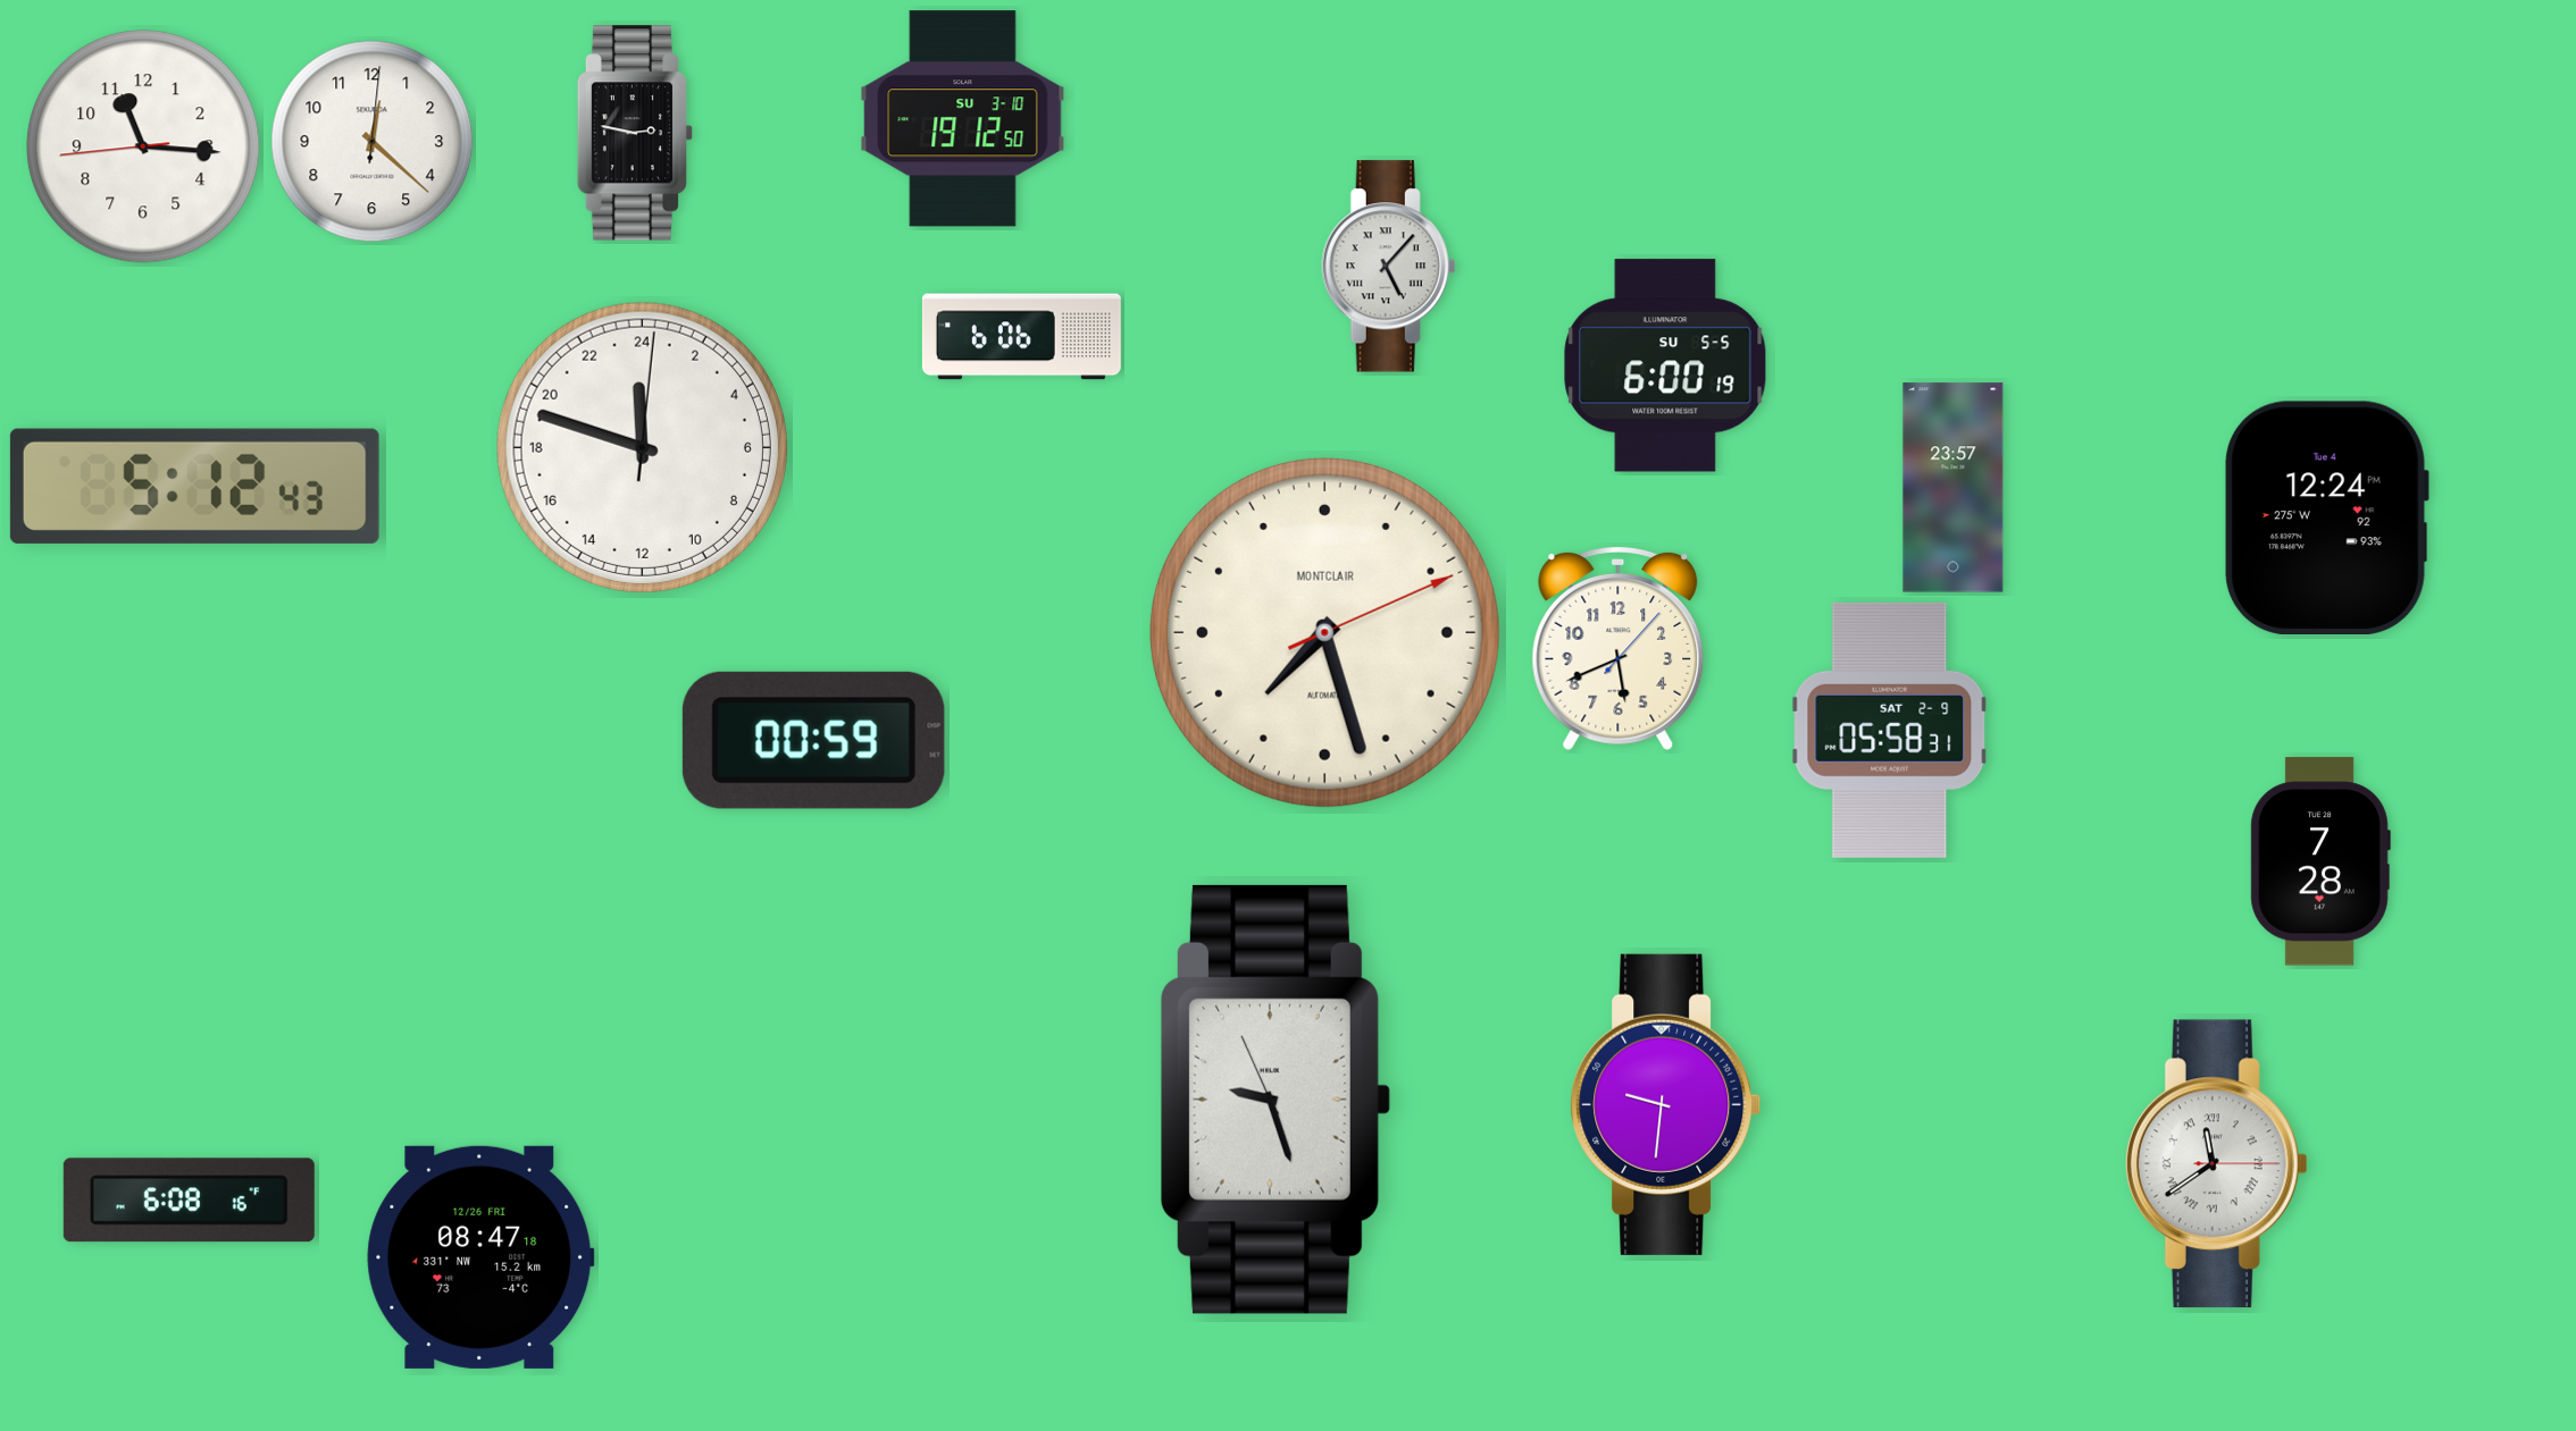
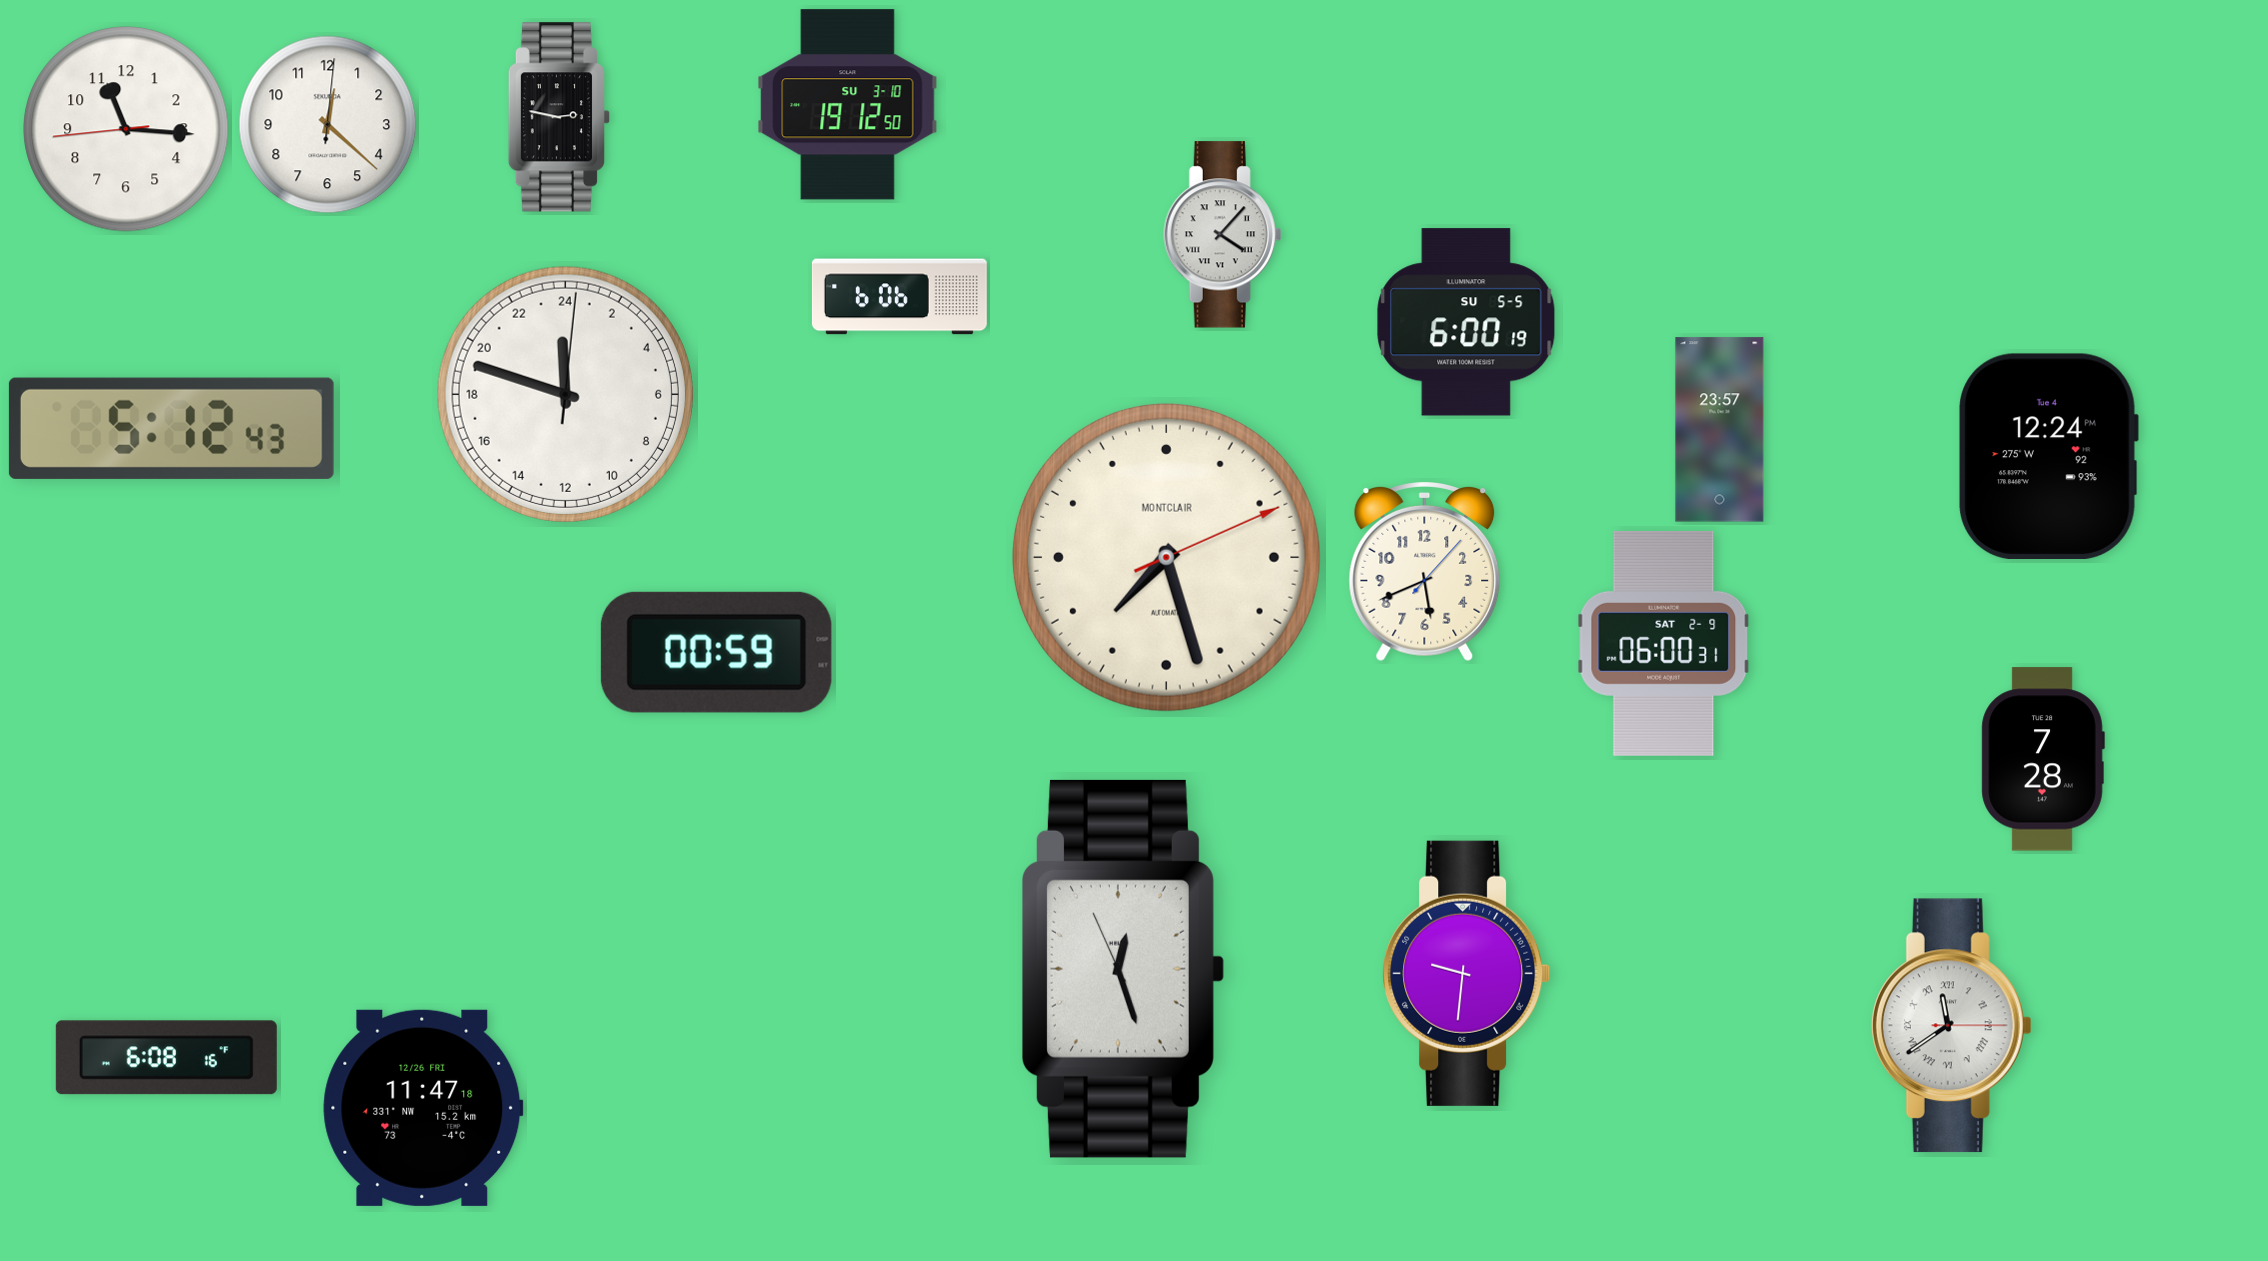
clock at (1389, 267): 5:07 -> 4:07
clock at (1890, 730): 05:58 -> 06:00
clock at (1276, 1100): 9:26 -> 12:26
clock at (480, 1257): 08:47 -> 11:47
